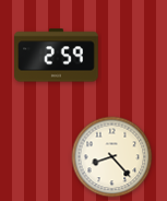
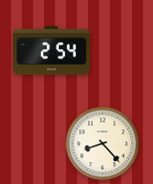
clock at (57, 56): 2:59 -> 2:54
